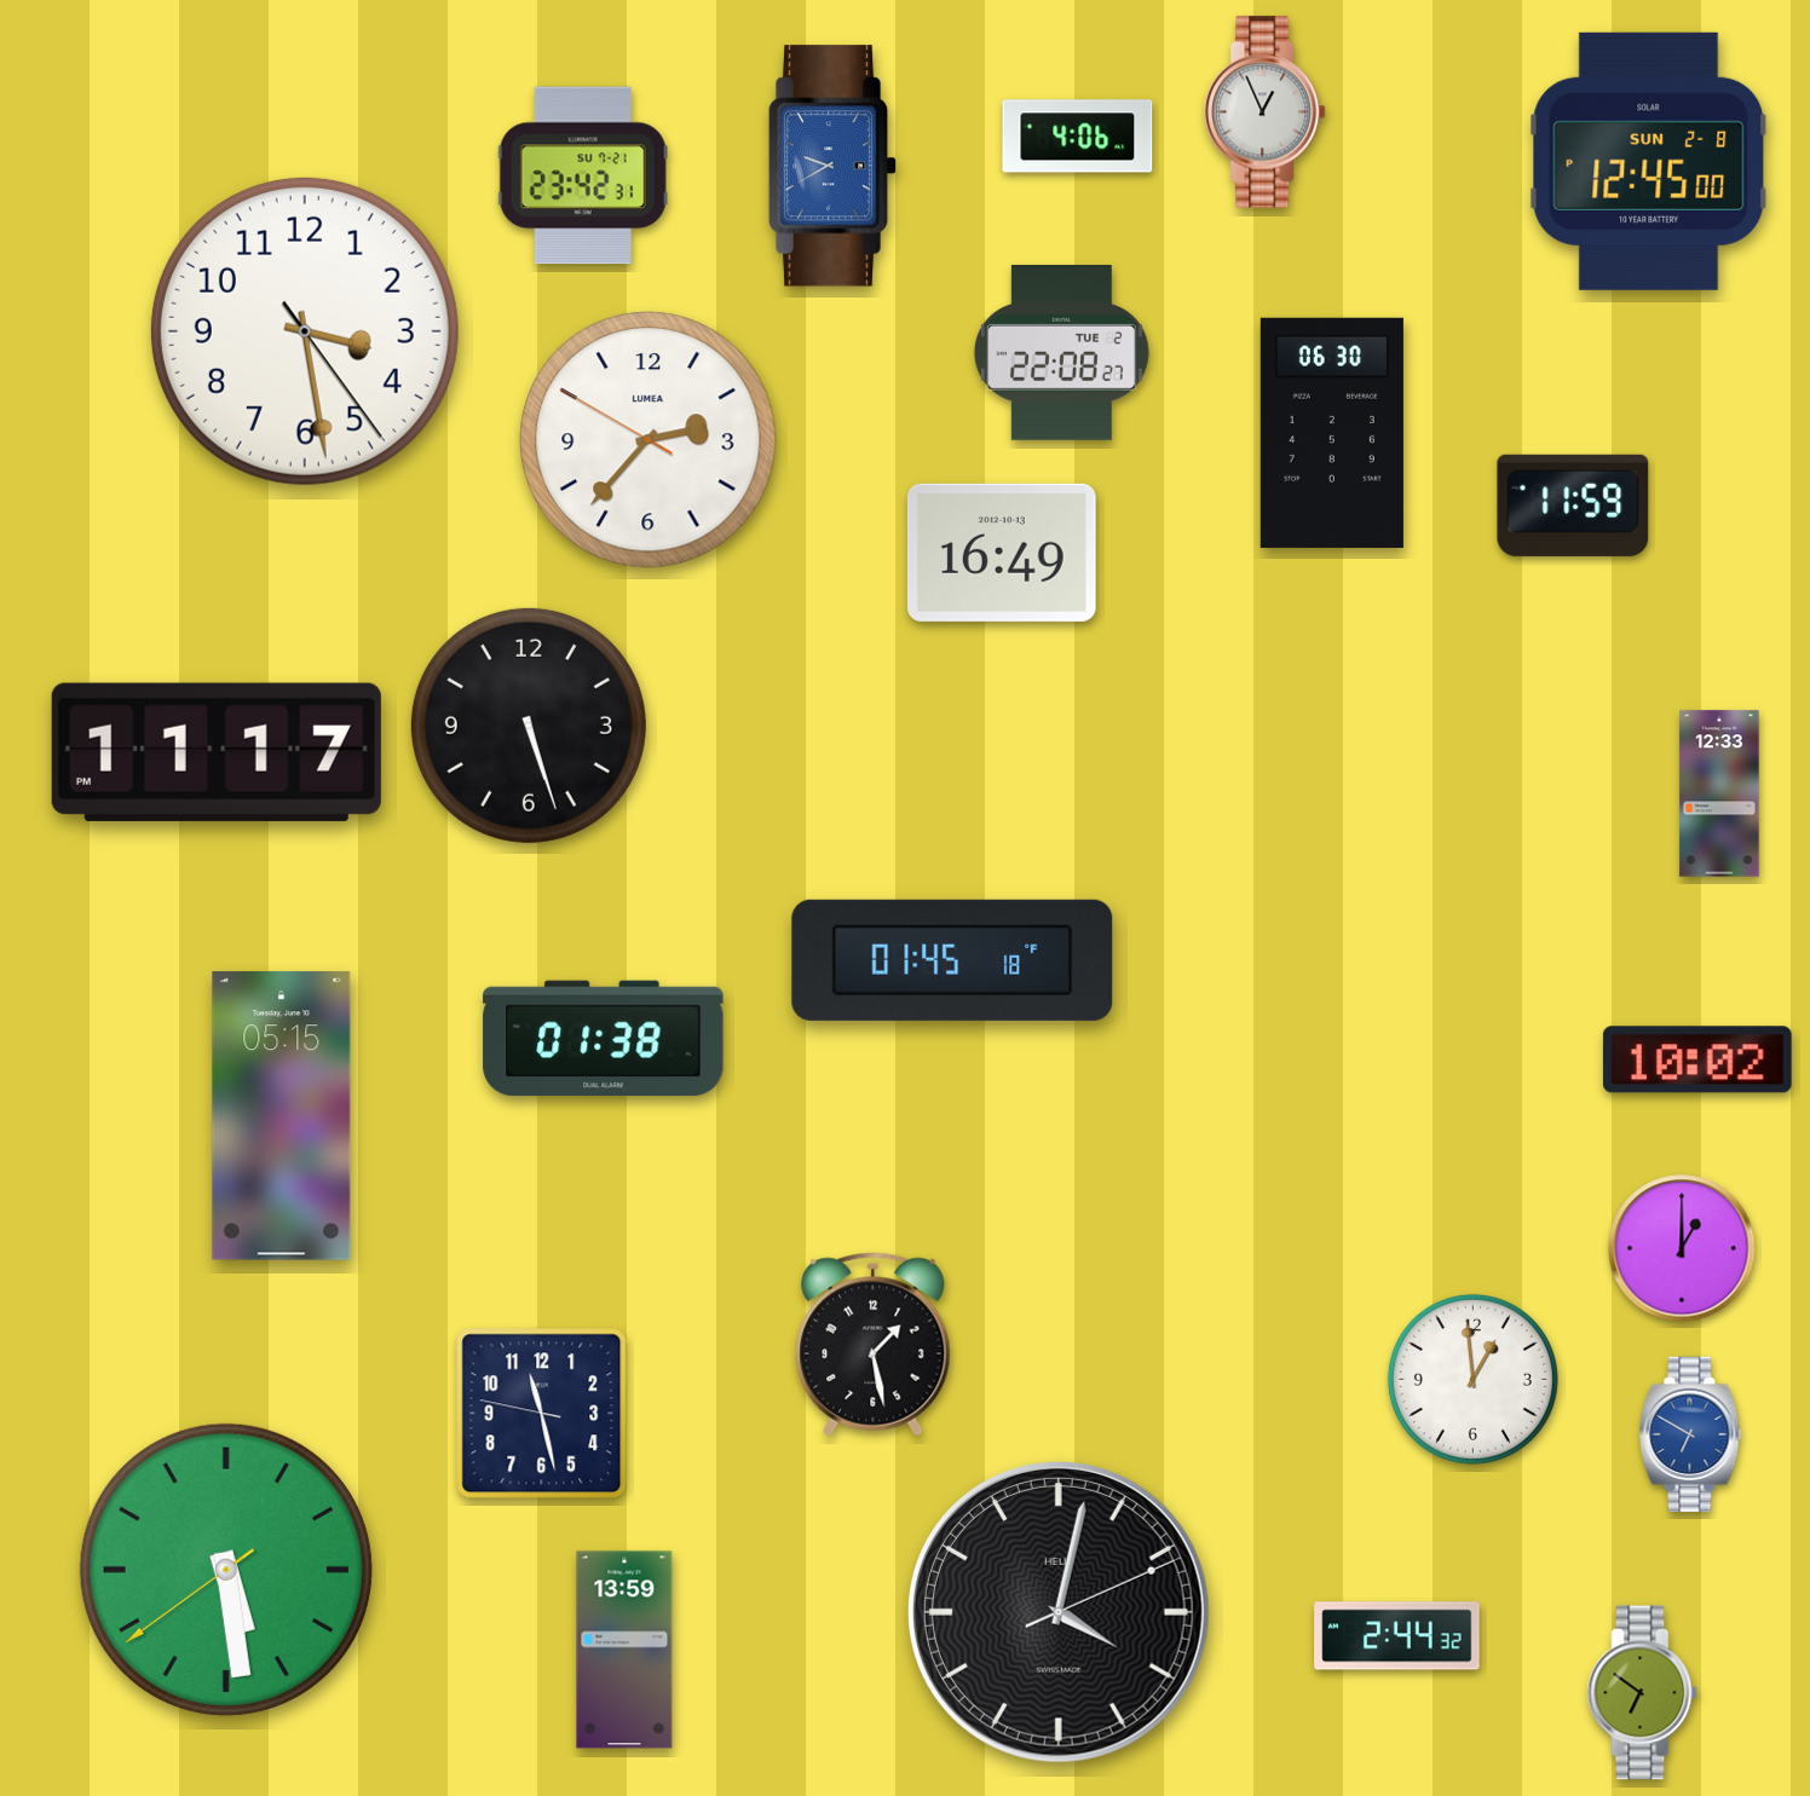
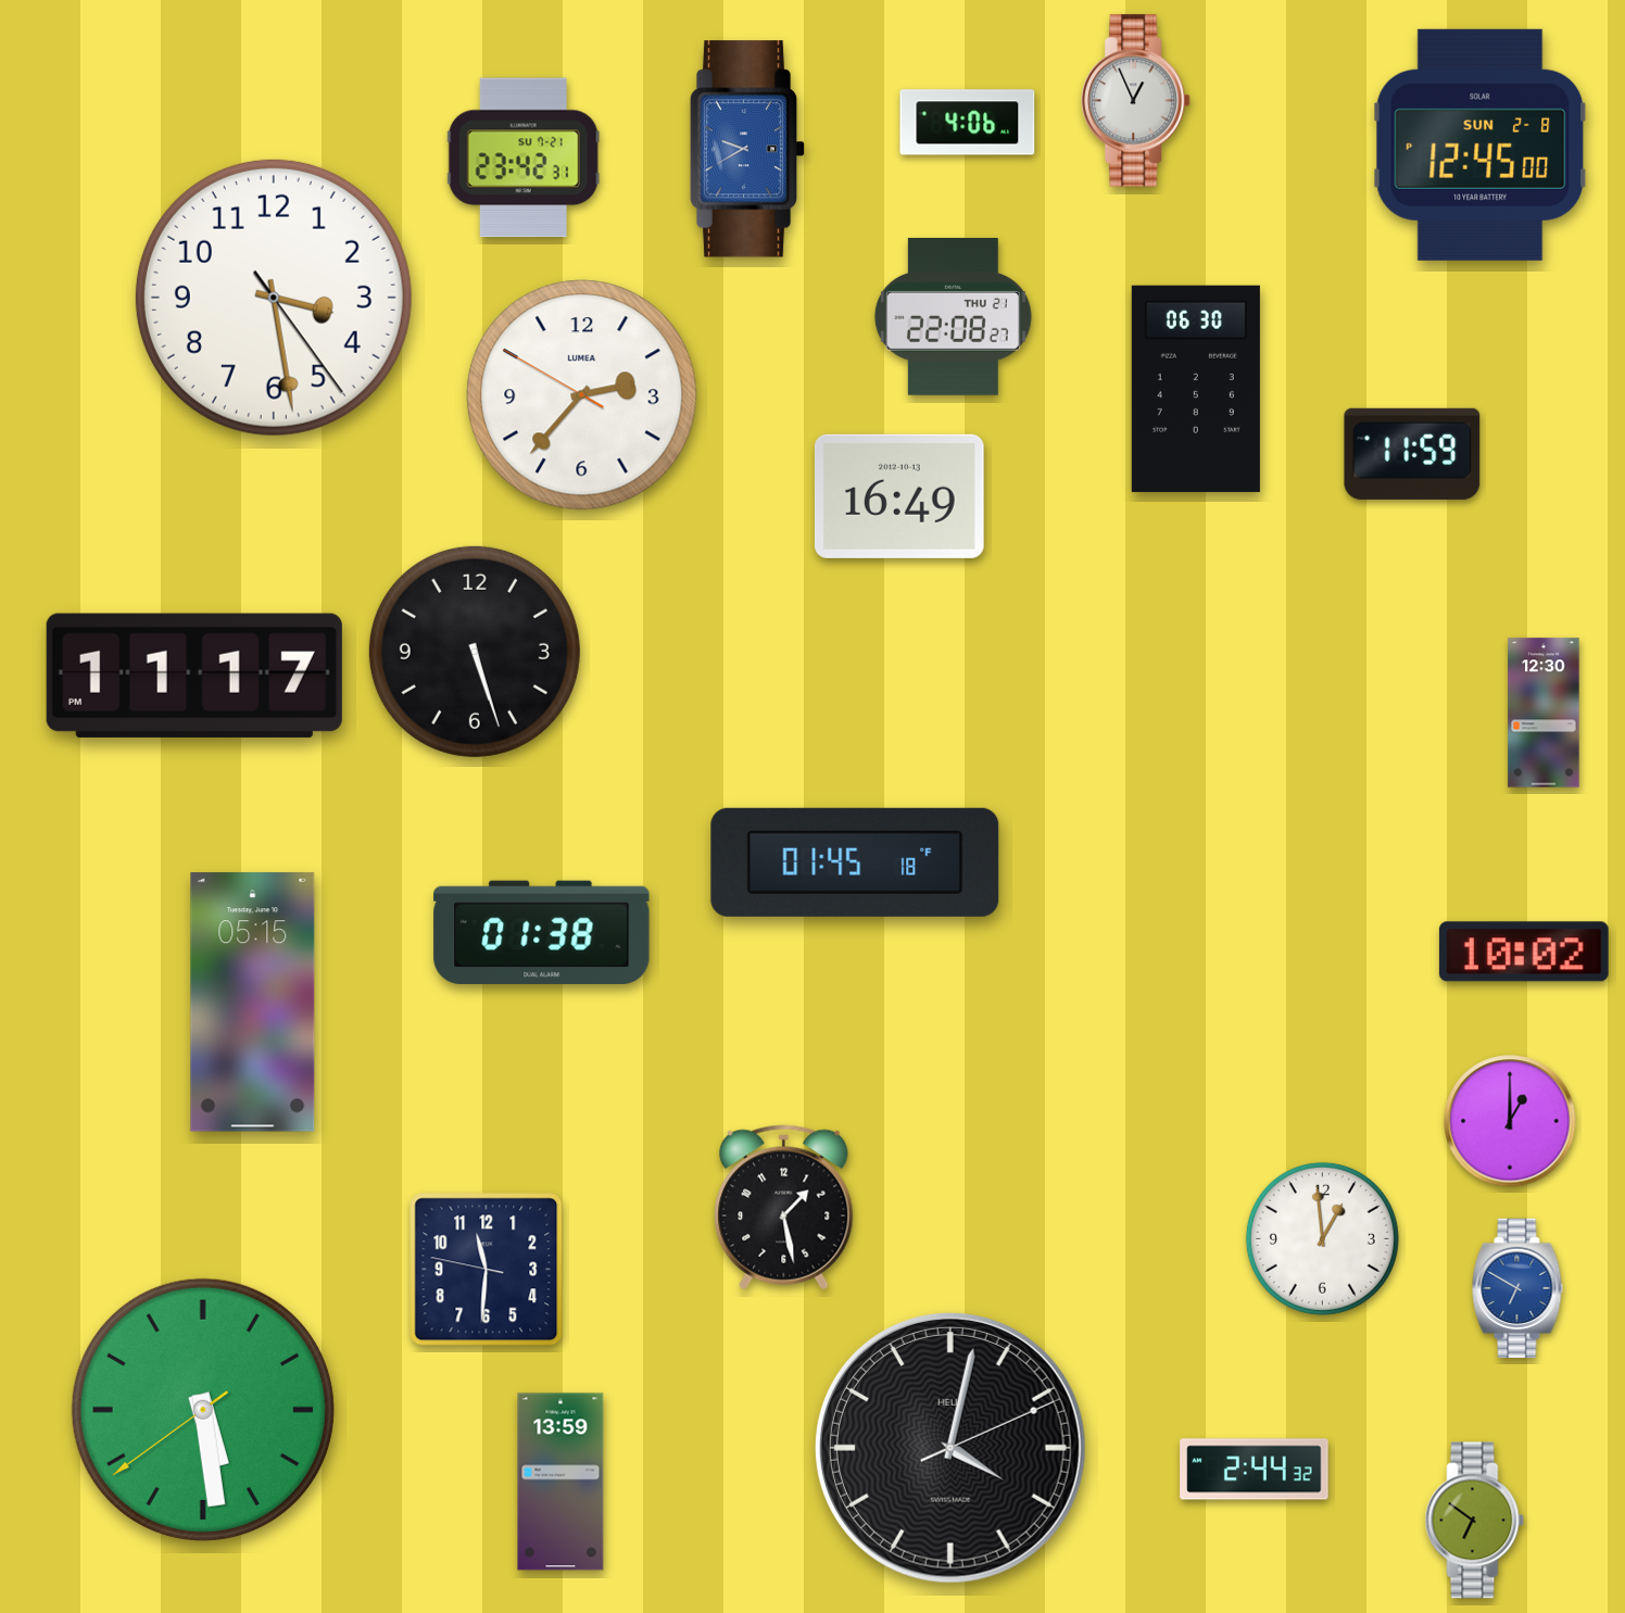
clock at (1061, 353) date: TUE 2 -> THU 21
clock at (1719, 793): 12:33 -> 12:30
clock at (542, 1414): 11:27 -> 11:30
